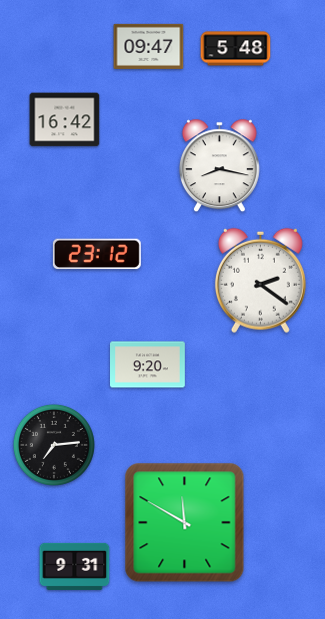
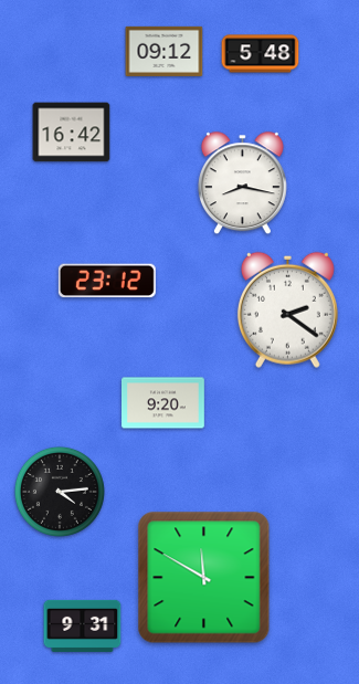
clock at (149, 46): 09:47 -> 09:12
clock at (54, 445): 7:14 -> 4:14
